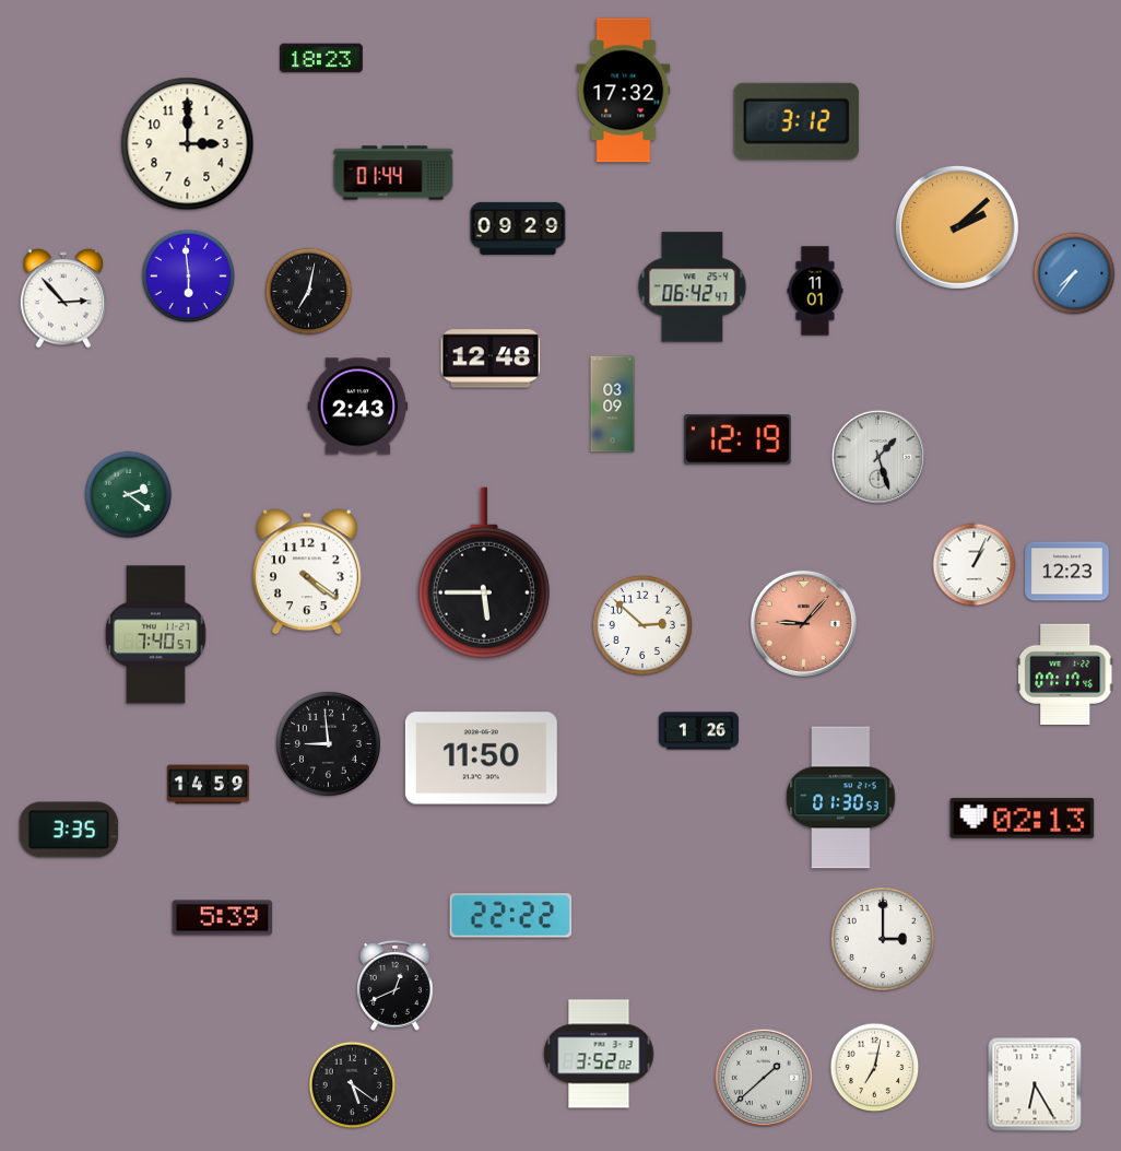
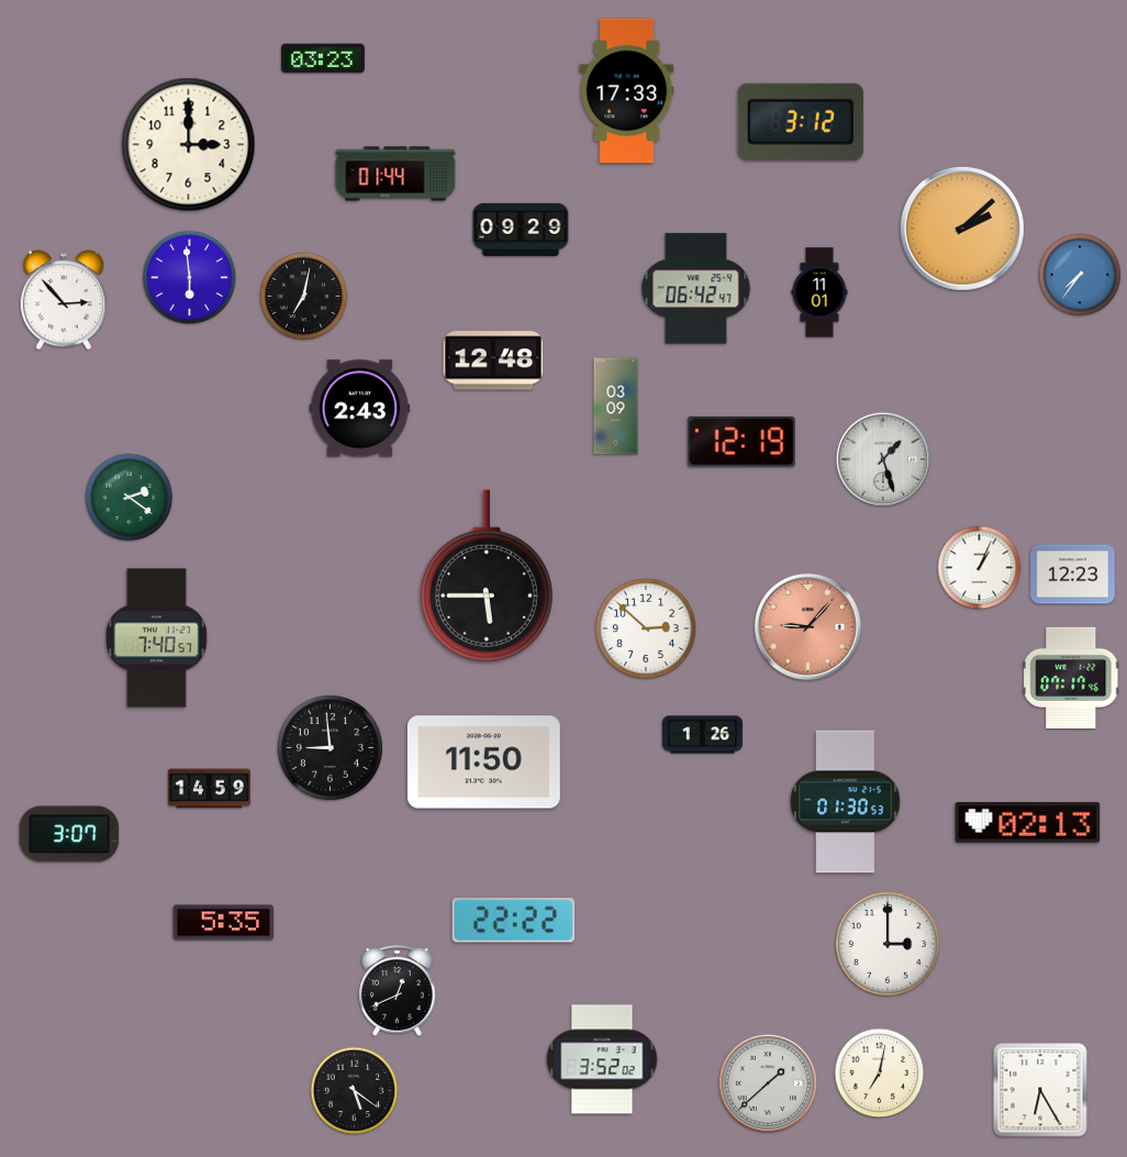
clock at (322, 58): 18:23 -> 03:23
clock at (624, 91): 17:32 -> 17:33
clock at (309, 292) position: (309, 292) -> (304, 297)
clock at (308, 572): 4:21 -> none
clock at (69, 830): 3:35 -> 3:07
clock at (223, 918): 5:39 -> 5:35
